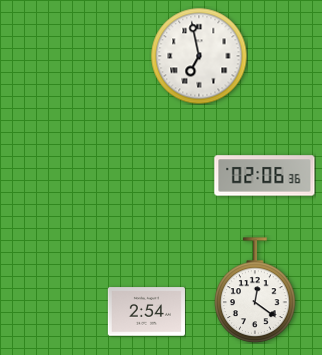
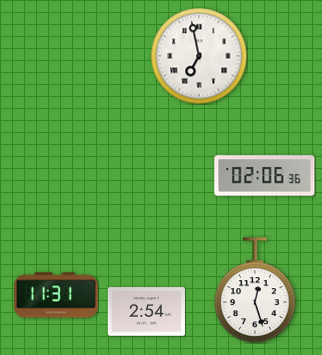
clock at (255, 290): 12:21 -> 12:27
clock at (56, 295): none -> 11:31
